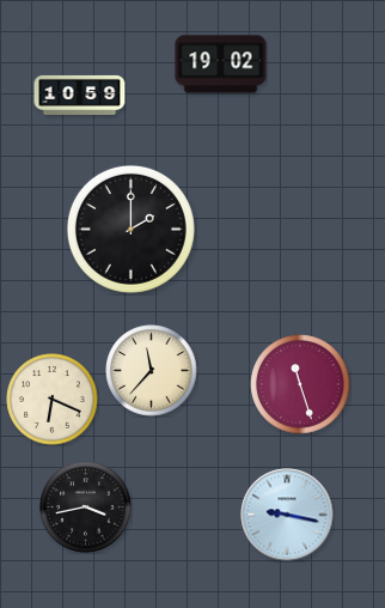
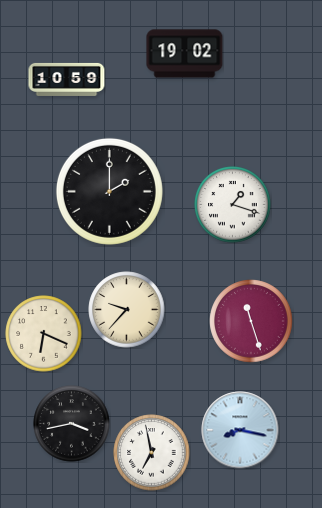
clock at (233, 205): none -> 1:18
clock at (152, 371): 11:37 -> 9:37
clock at (287, 515): 9:17 -> 8:17
clock at (152, 453): none -> 6:58
